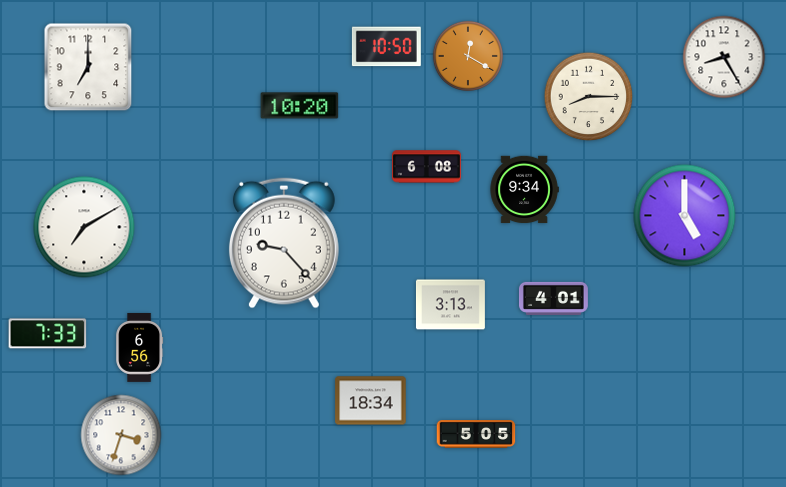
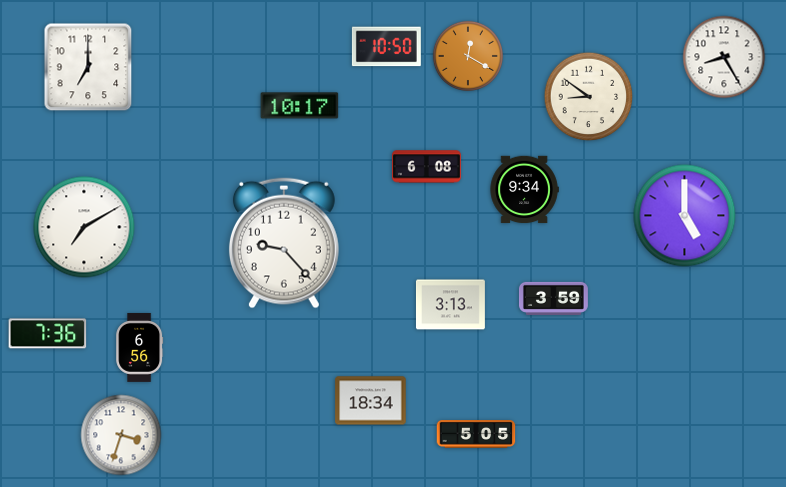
clock at (589, 97): 8:15 -> 8:51
clock at (300, 106): 10:20 -> 10:17
clock at (553, 298): 4:01 -> 3:59
clock at (48, 334): 7:33 -> 7:36
